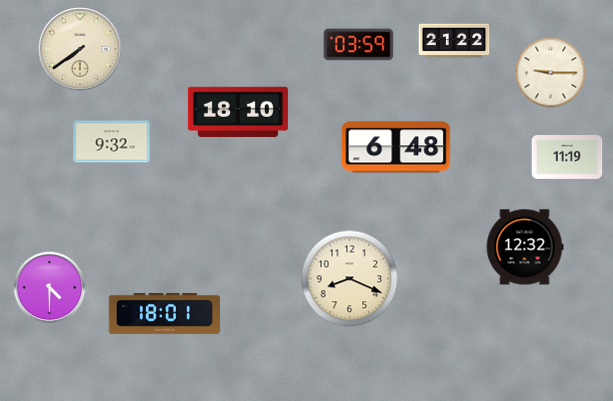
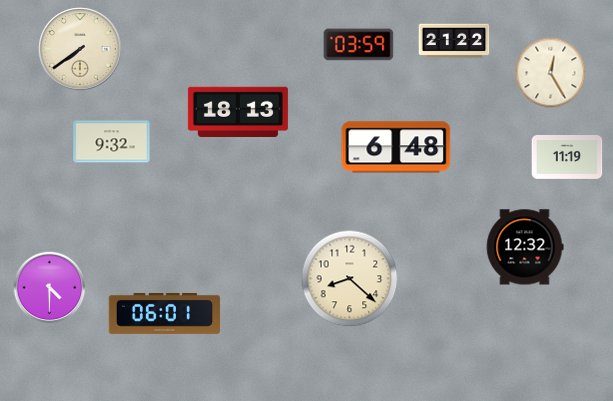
clock at (551, 73): 9:15 -> 12:25
clock at (238, 111): 18:10 -> 18:13
clock at (350, 279): 8:19 -> 8:22
clock at (165, 313): 18:01 -> 06:01
